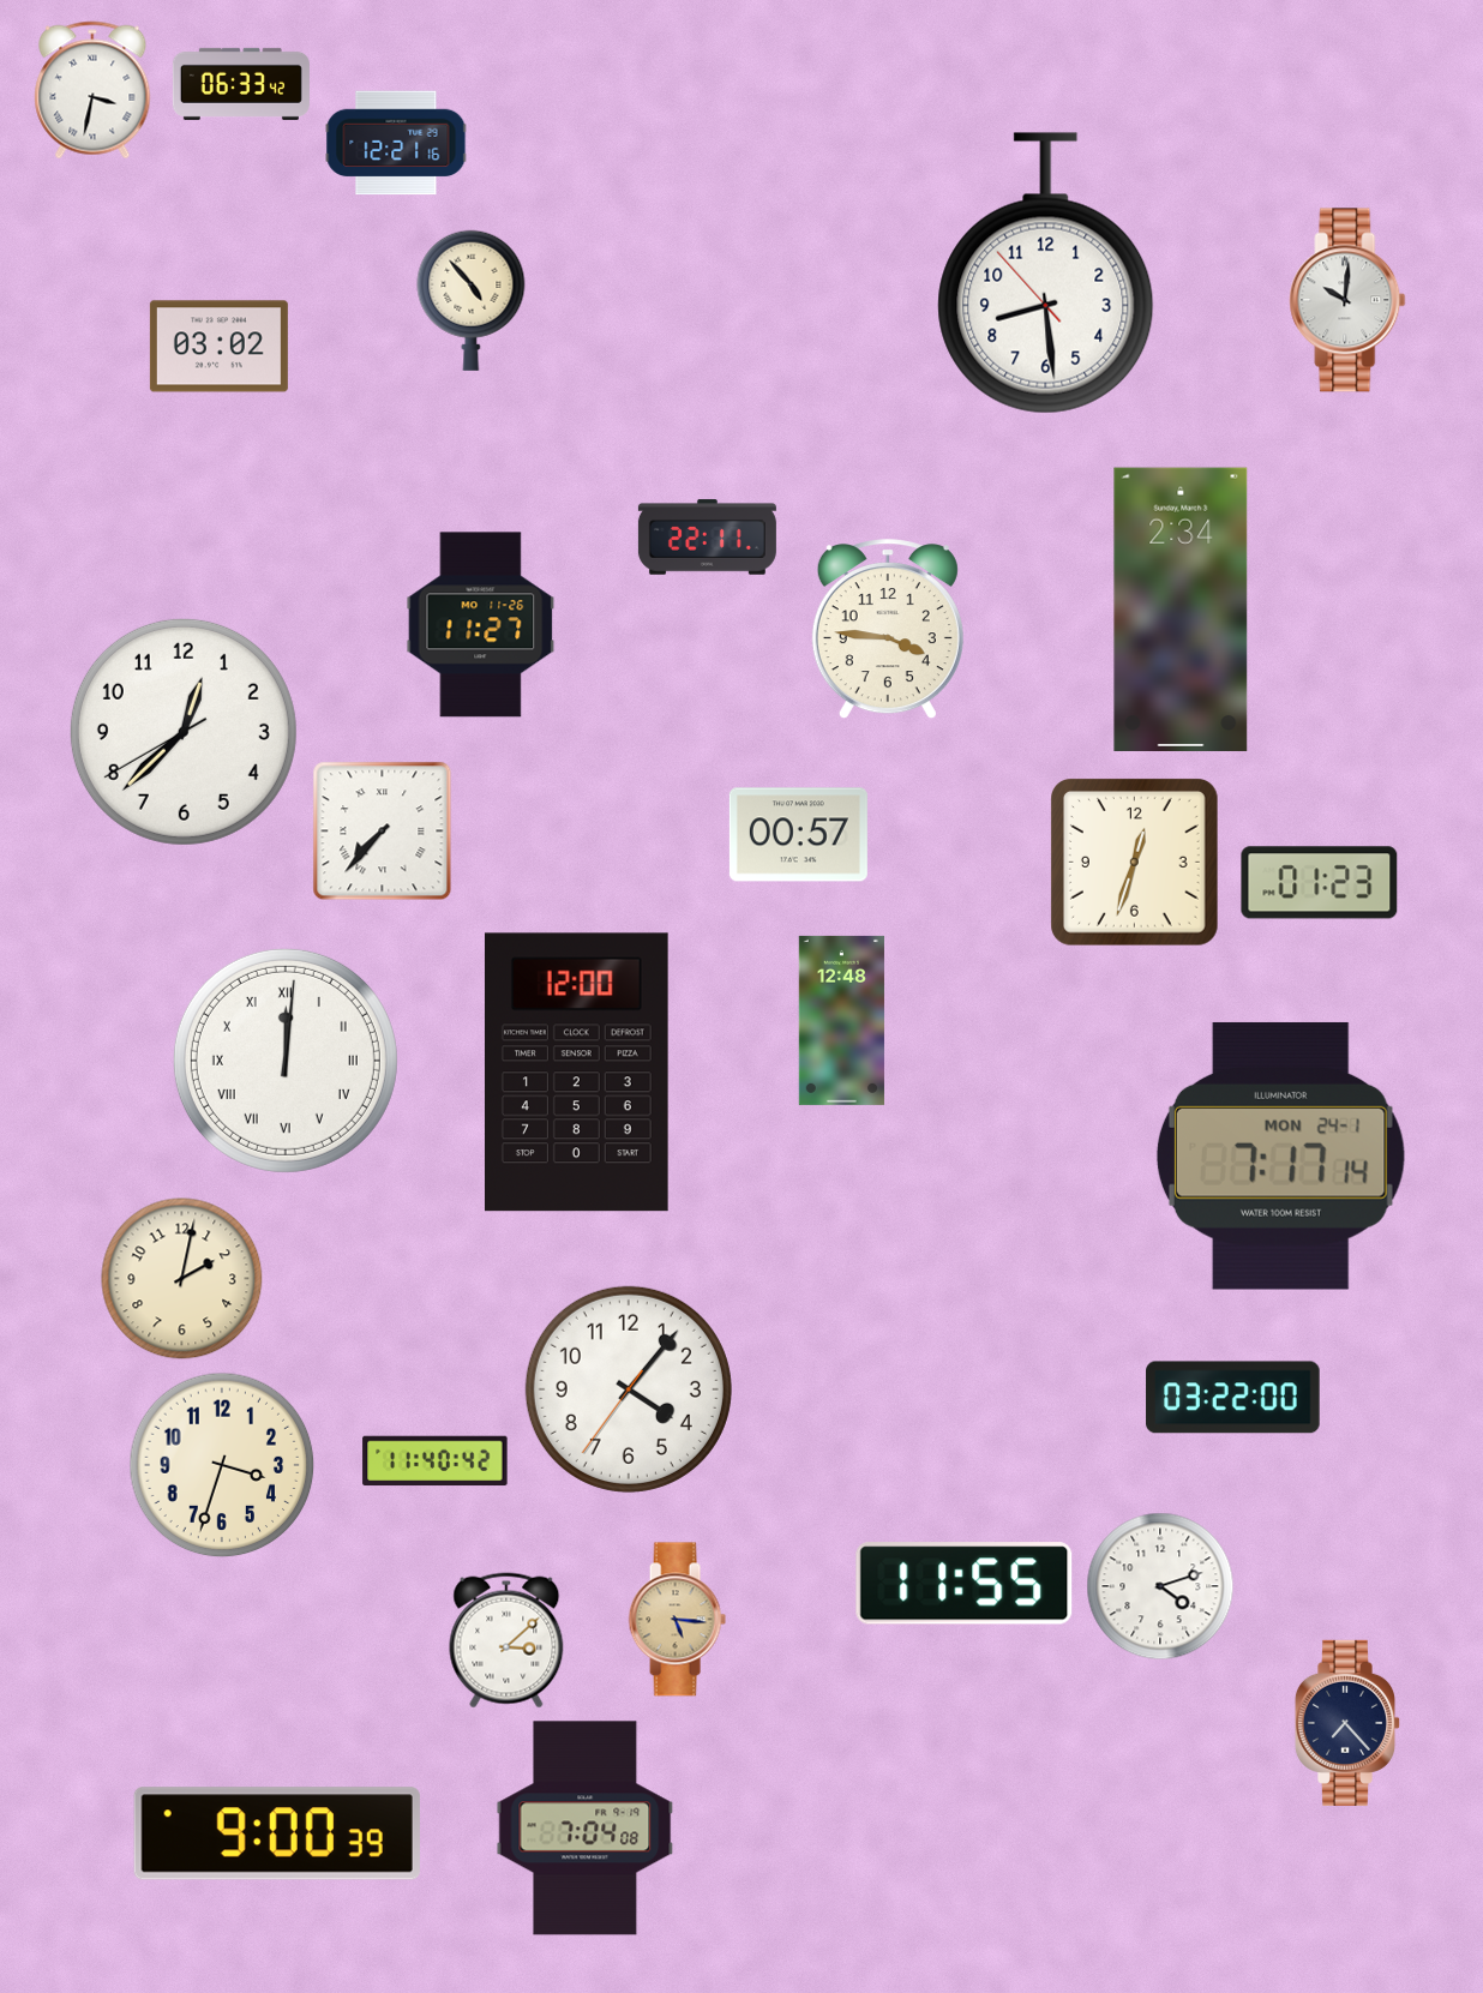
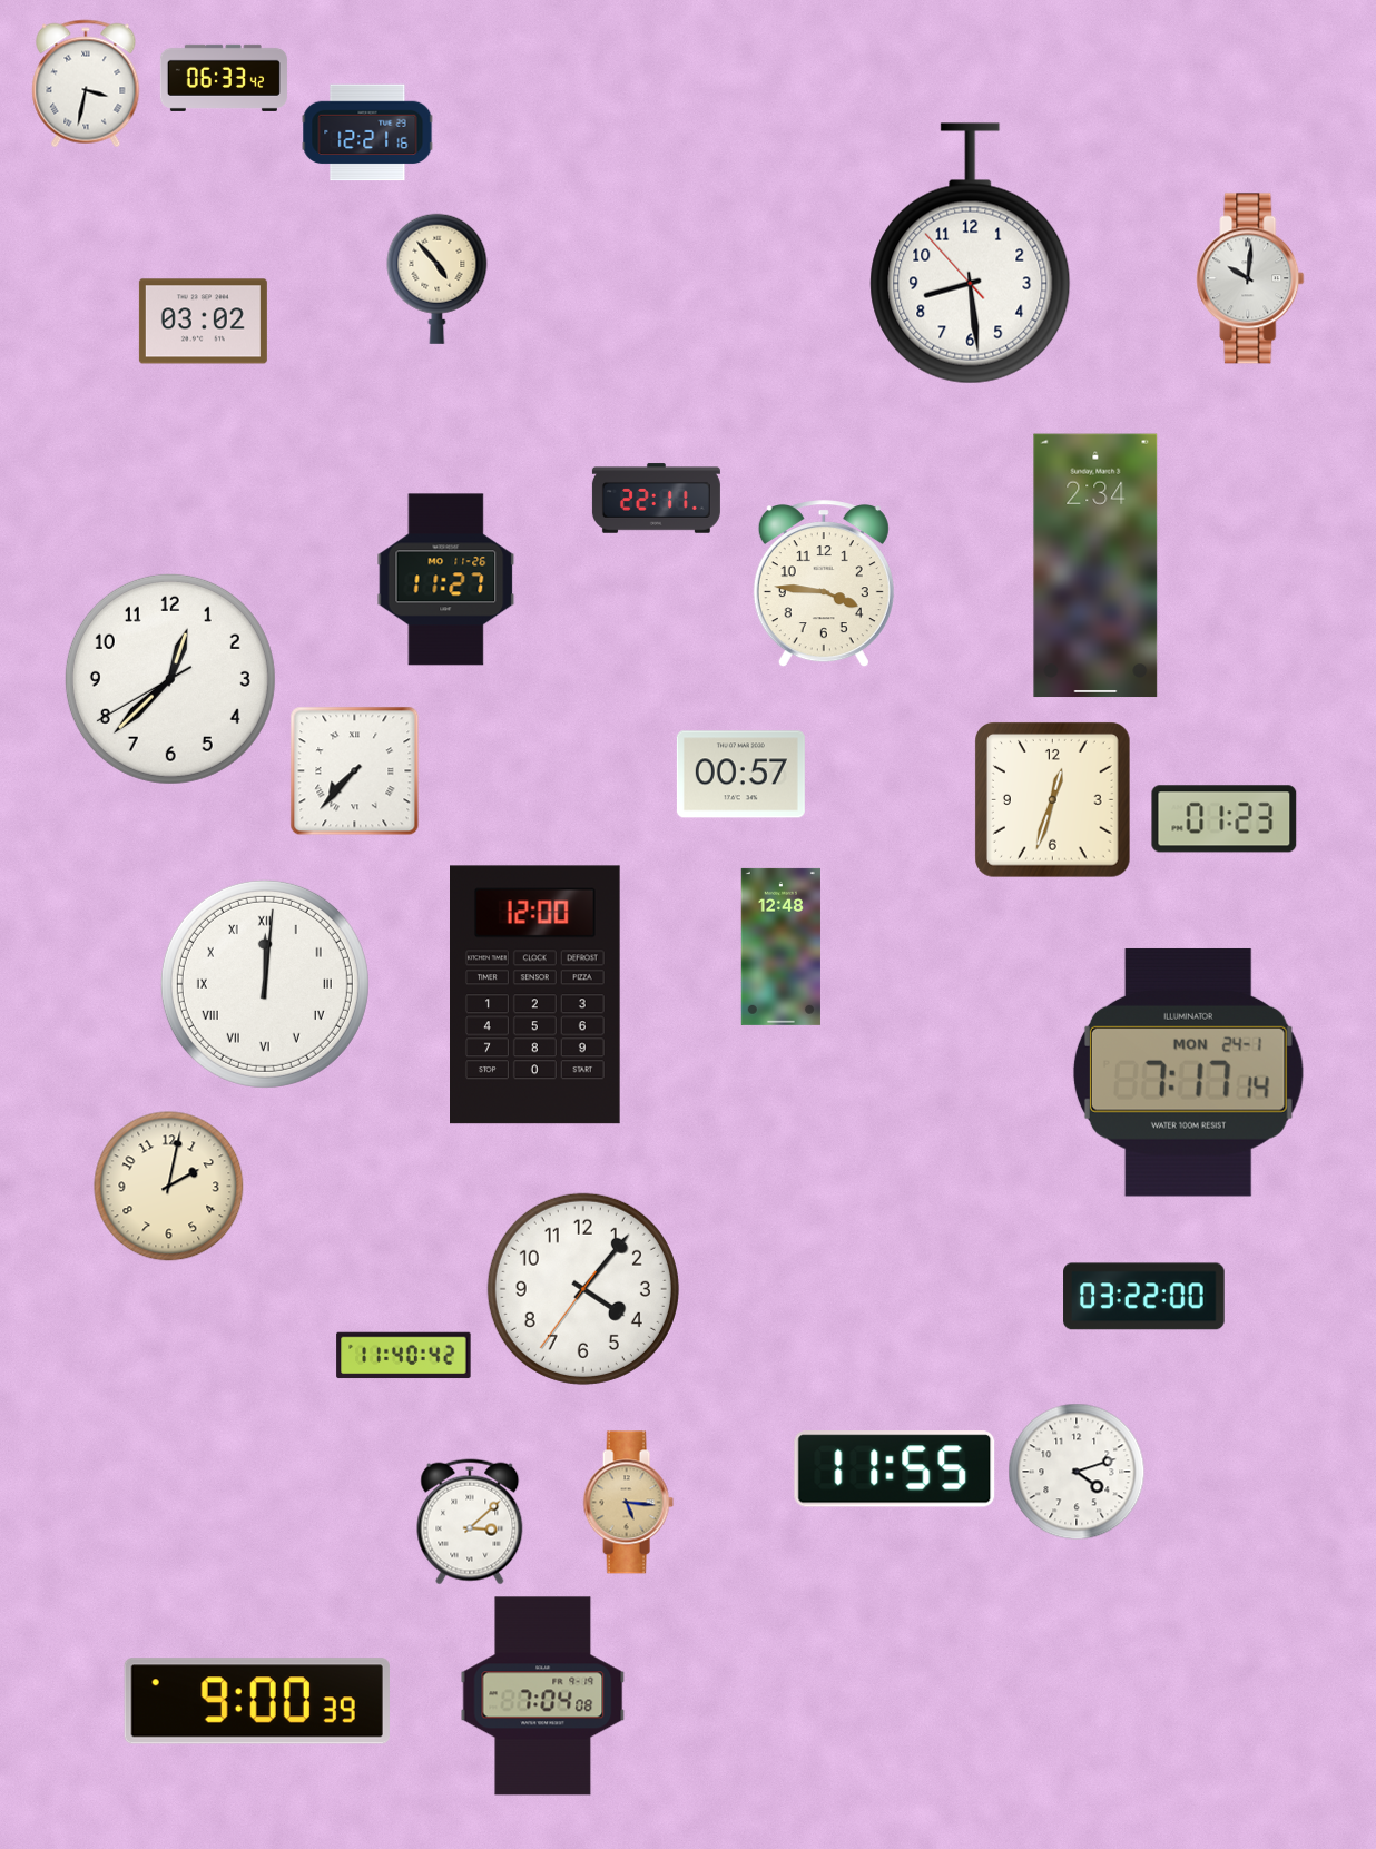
clock at (222, 1465): 3:33 -> none
clock at (1347, 1723): 7:23 -> none
